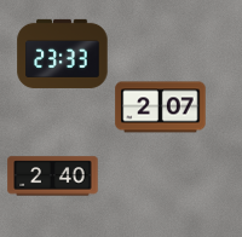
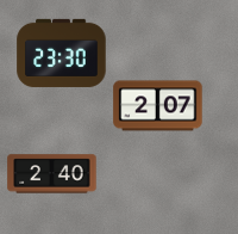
clock at (63, 53): 23:33 -> 23:30
